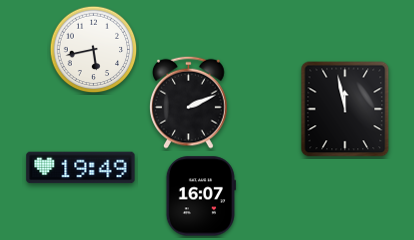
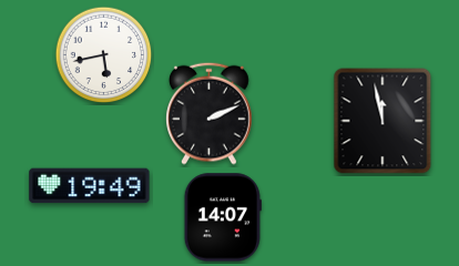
clock at (201, 196): 16:07 -> 14:07
